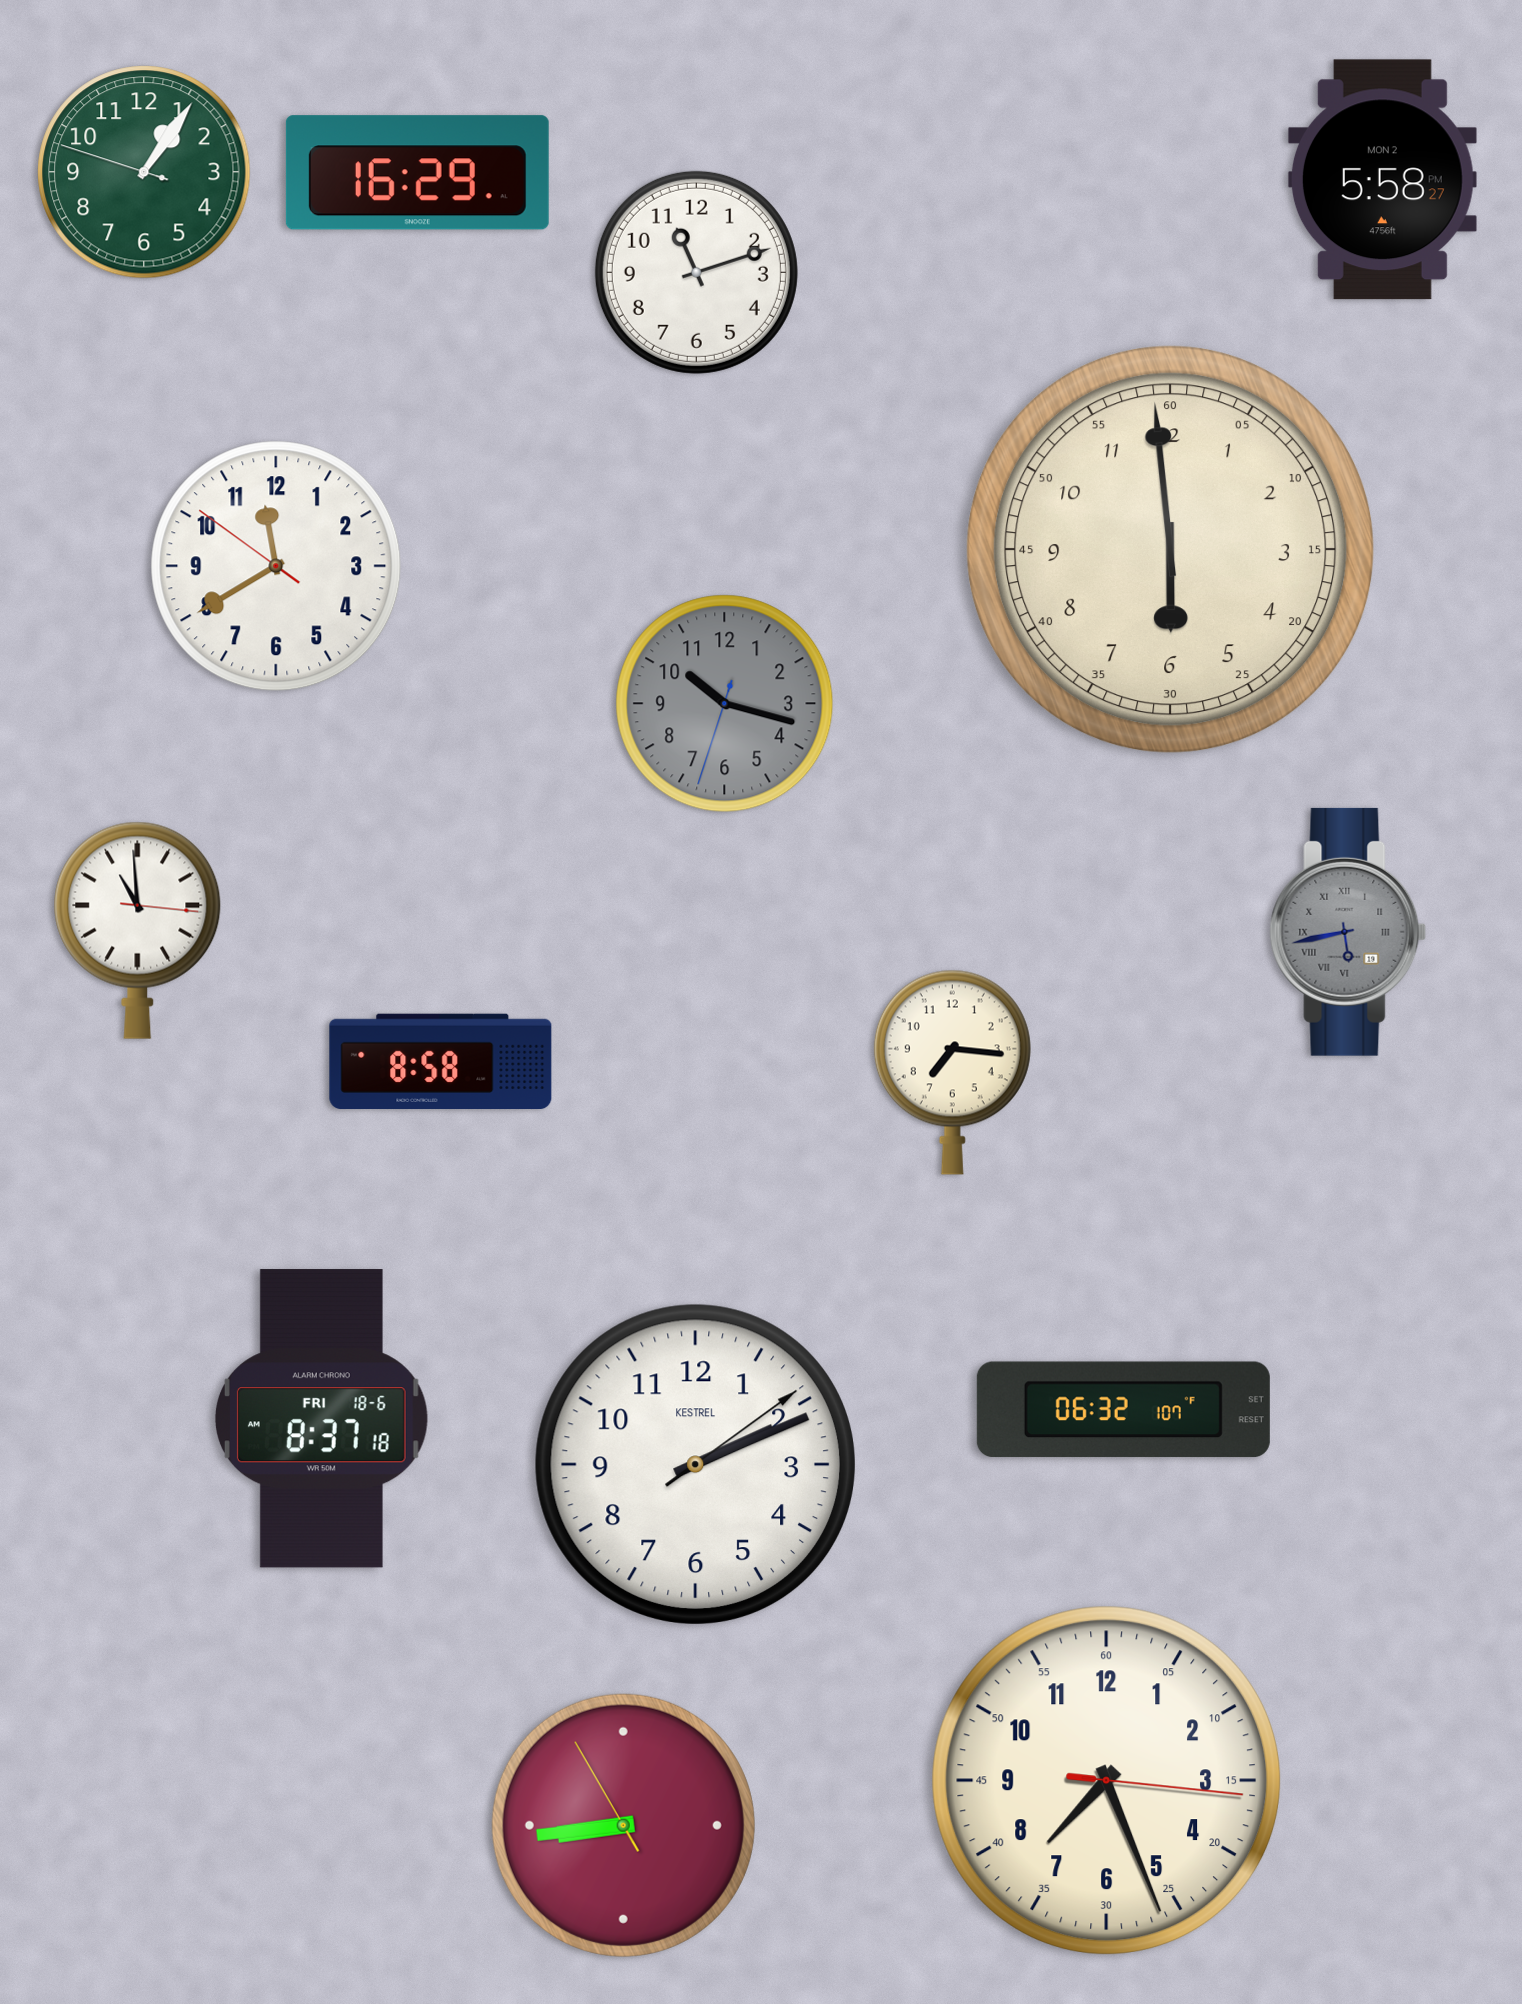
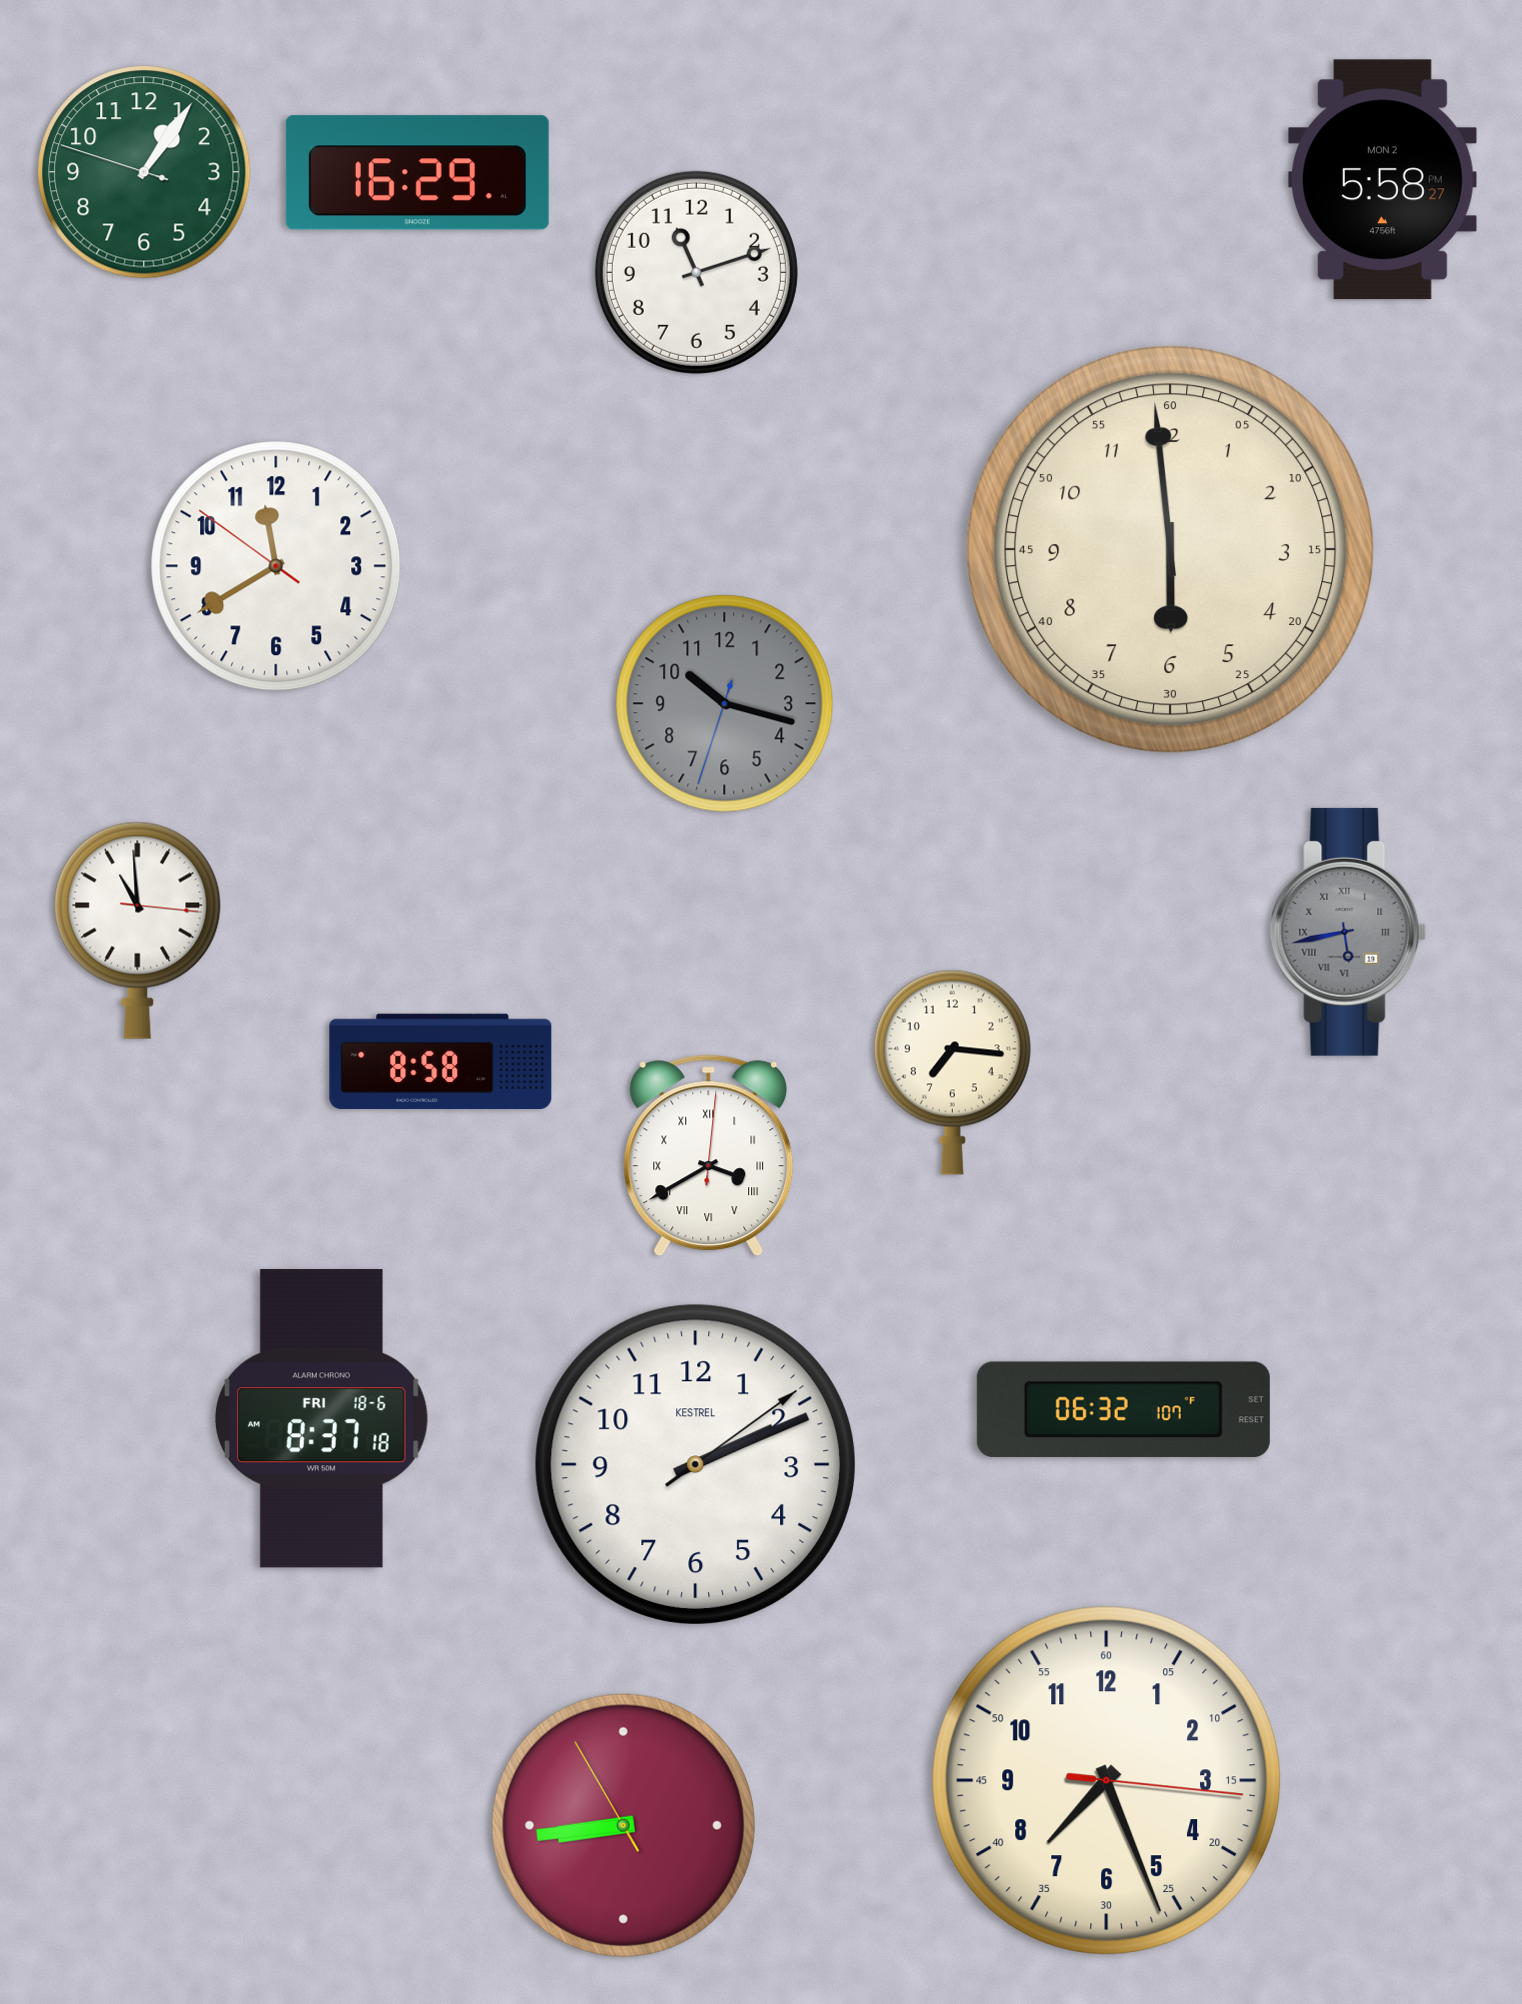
clock at (709, 1156): none -> 3:40
